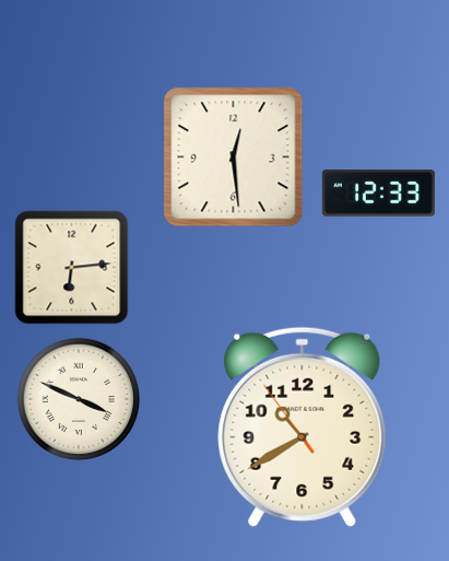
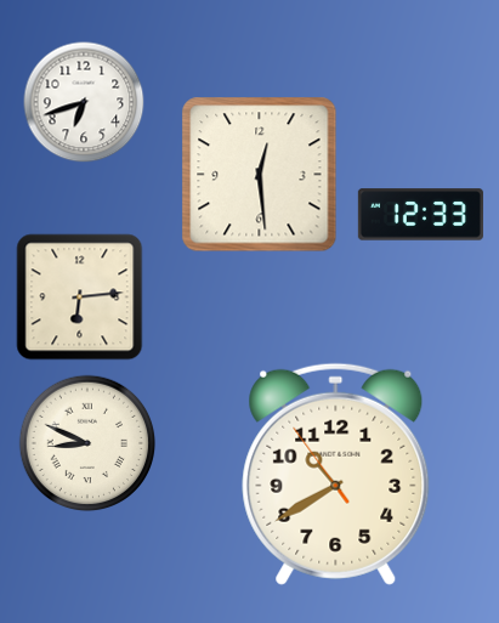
clock at (84, 102): none -> 6:42
clock at (79, 399): 3:49 -> 8:49
